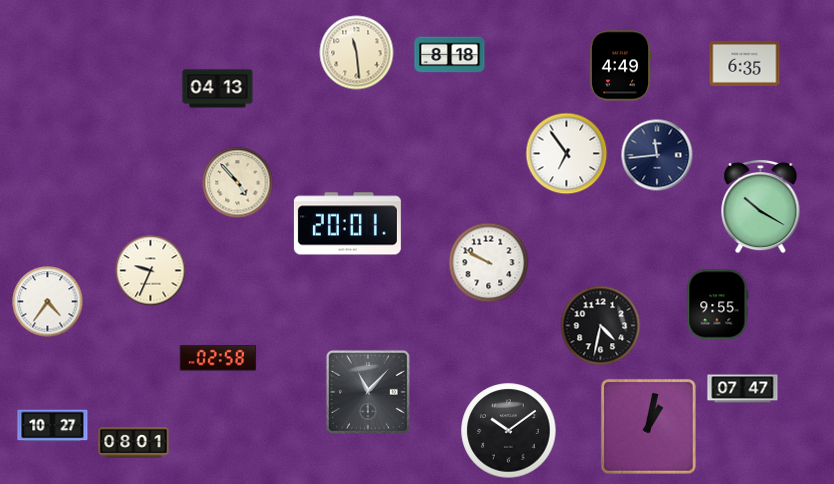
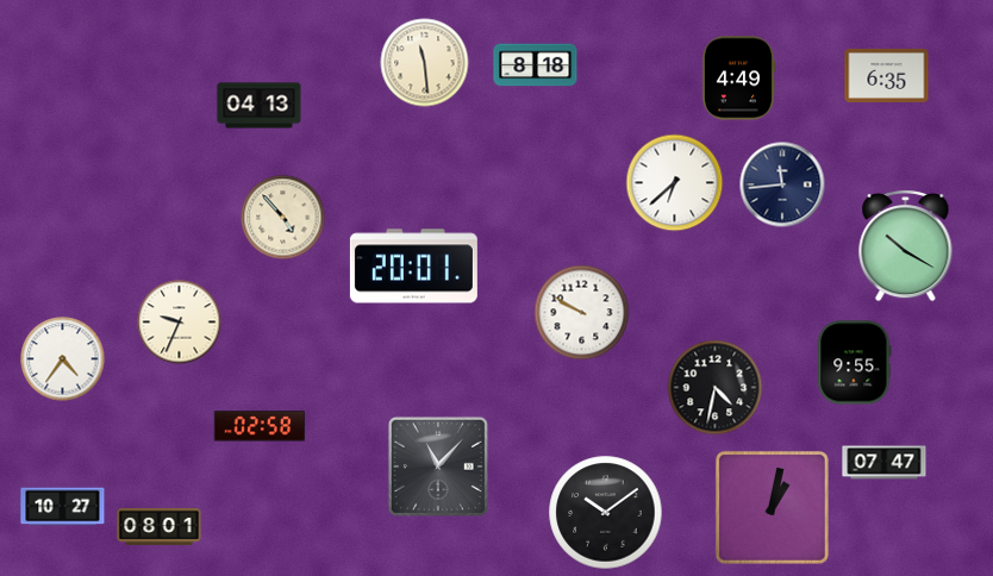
clock at (567, 154): 6:54 -> 6:38
clock at (48, 302) position: (48, 302) -> (63, 359)
